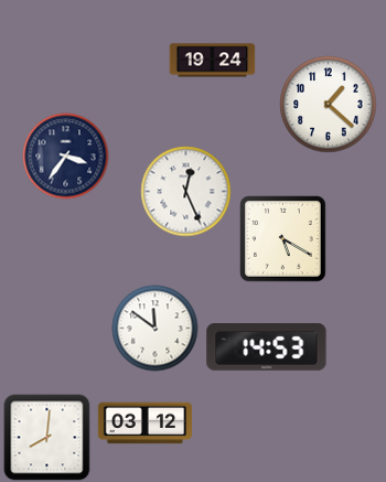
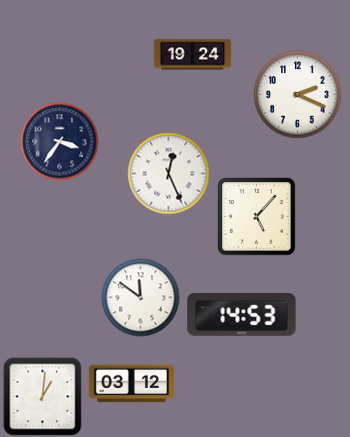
clock at (328, 104): 1:22 -> 2:19
clock at (283, 239): 5:20 -> 5:07
clock at (46, 437): 8:01 -> 1:01
